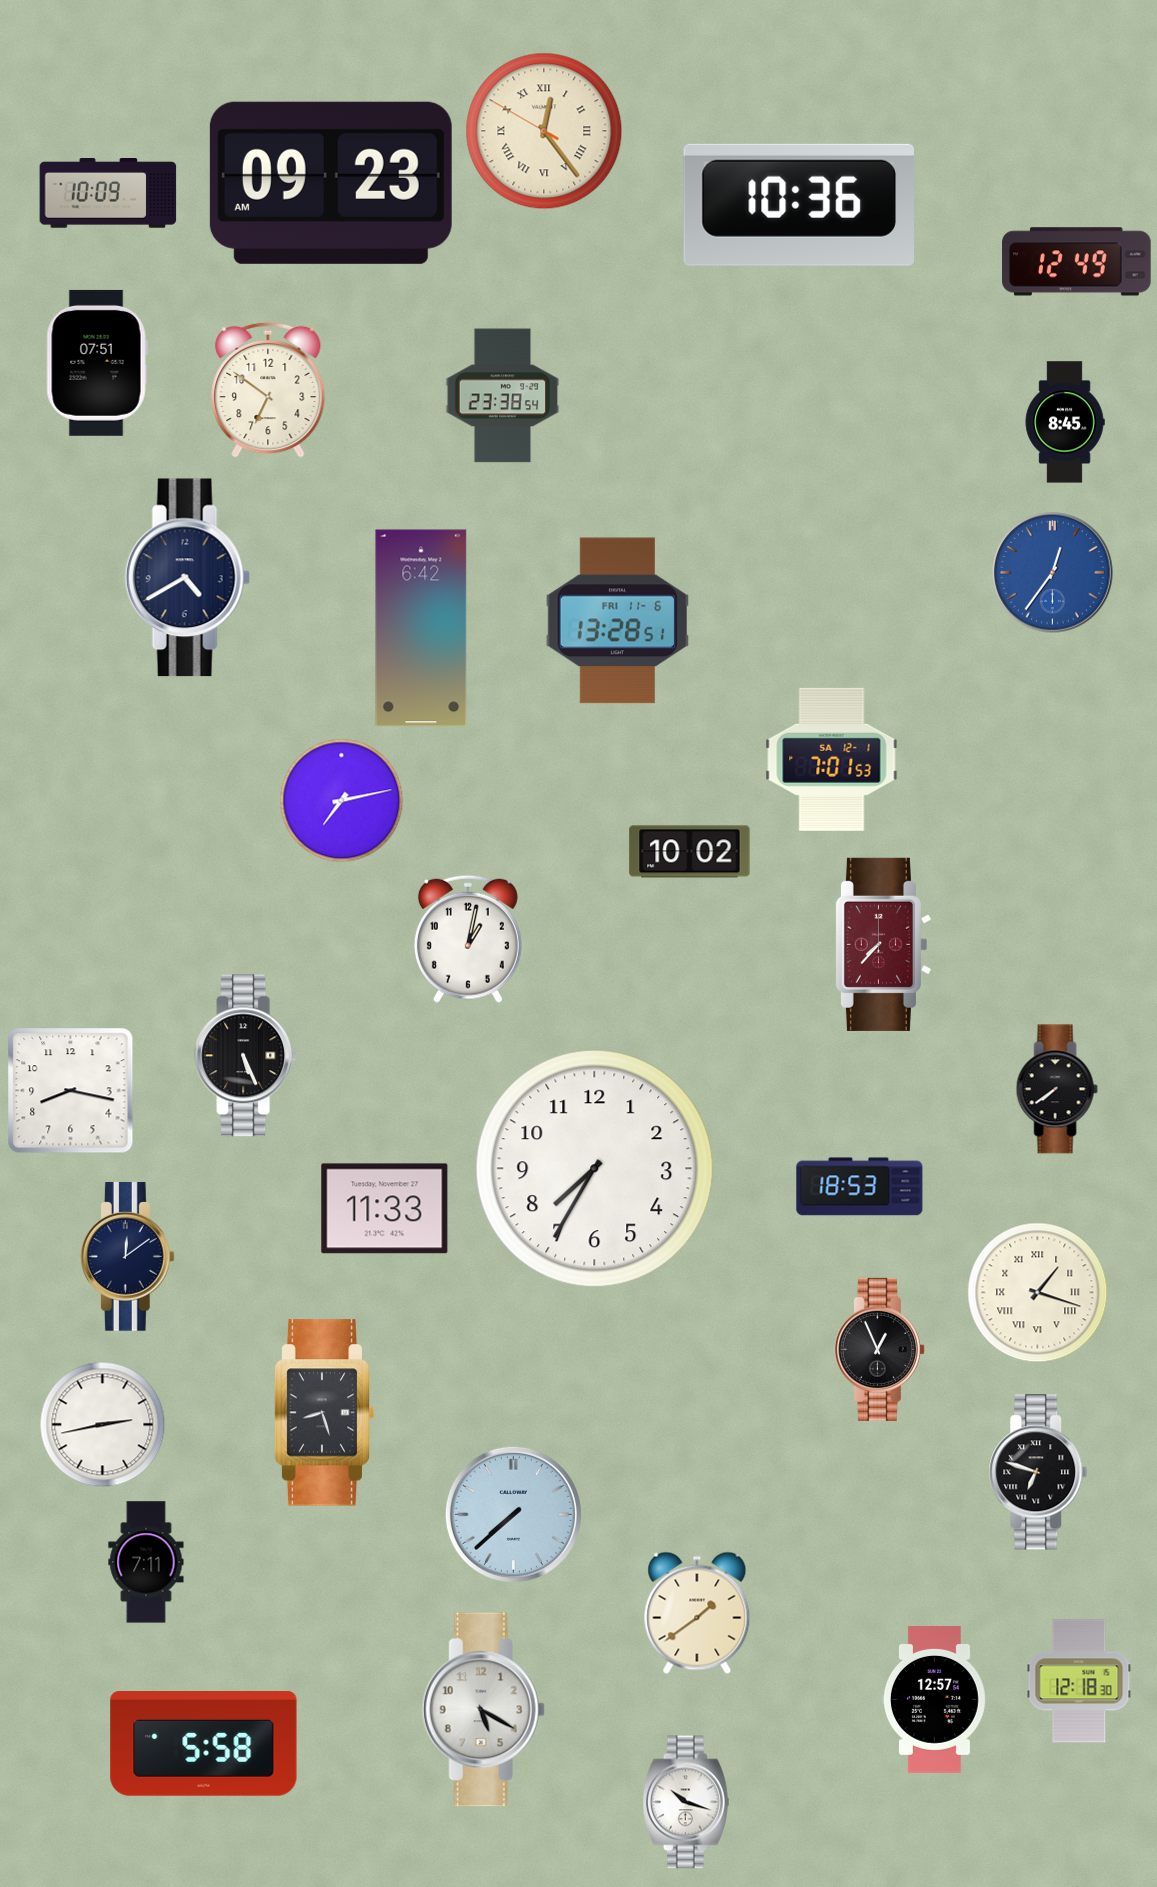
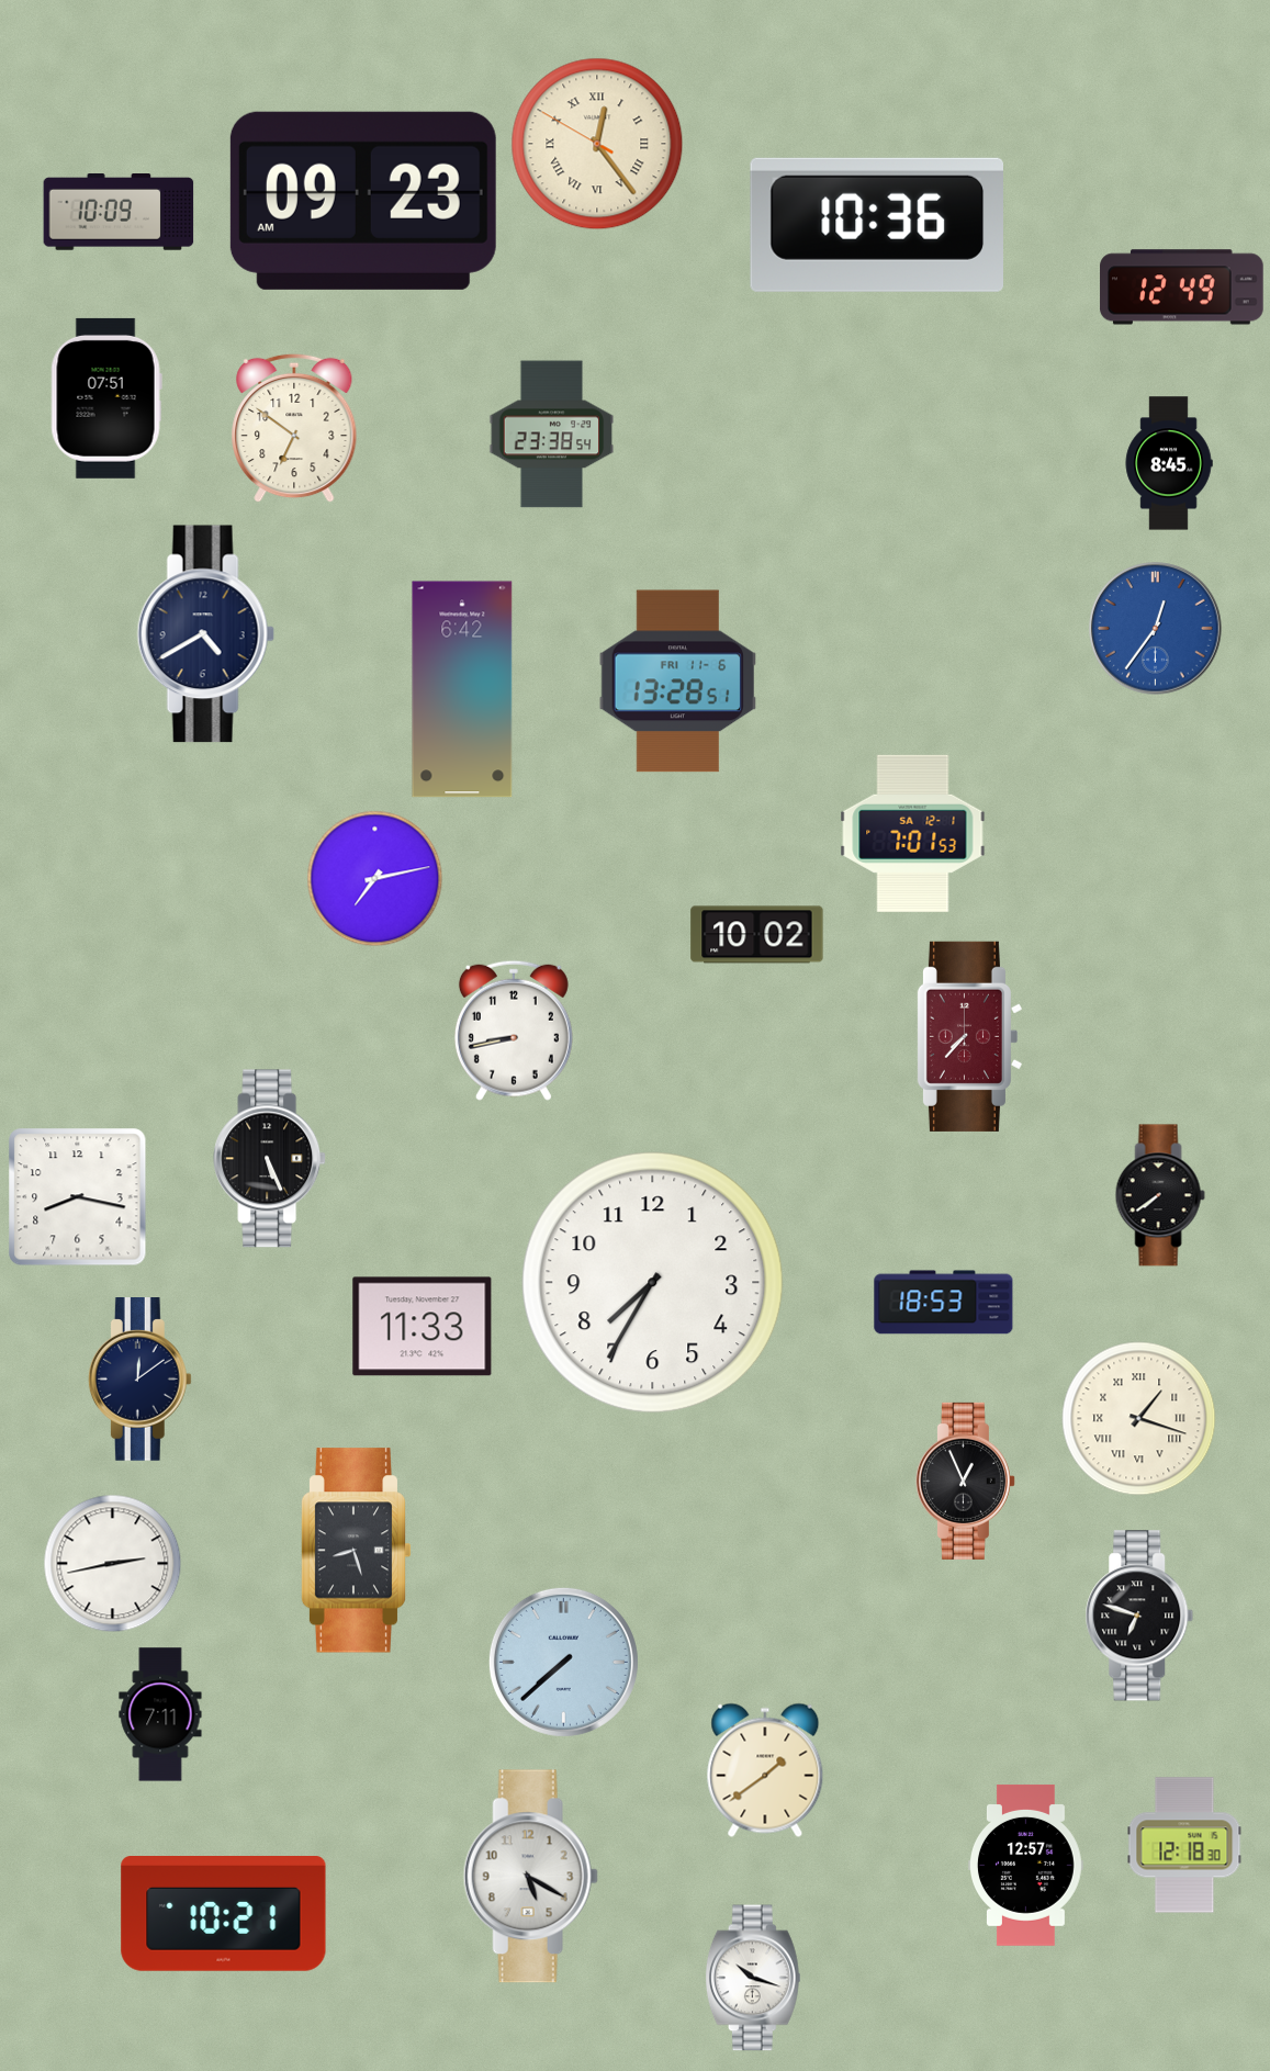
clock at (468, 939): 1:02 -> 8:43
clock at (204, 1744): 5:58 -> 10:21
